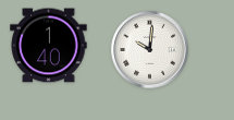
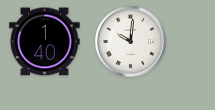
clock at (150, 50) position: (150, 50) -> (131, 42)
